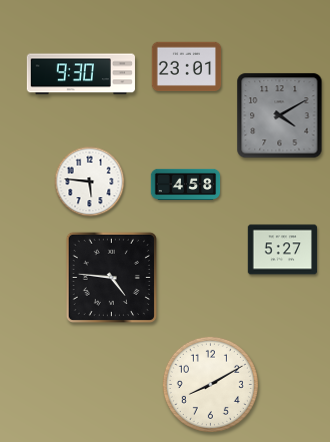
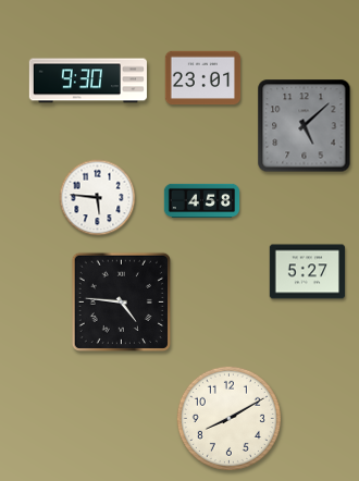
clock at (187, 67) position: (187, 67) -> (203, 78)
clock at (280, 116): 4:10 -> 5:08
